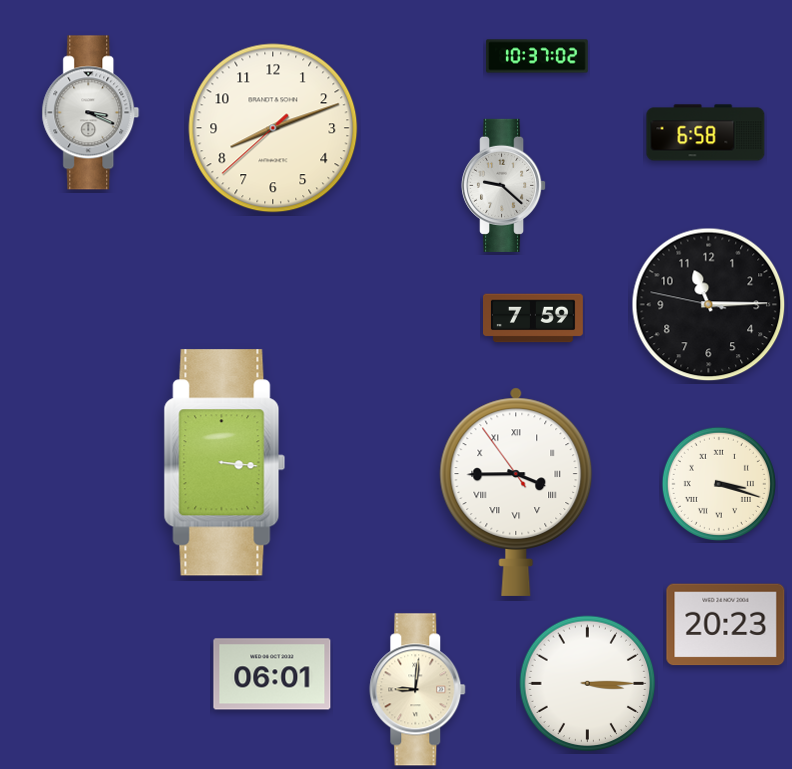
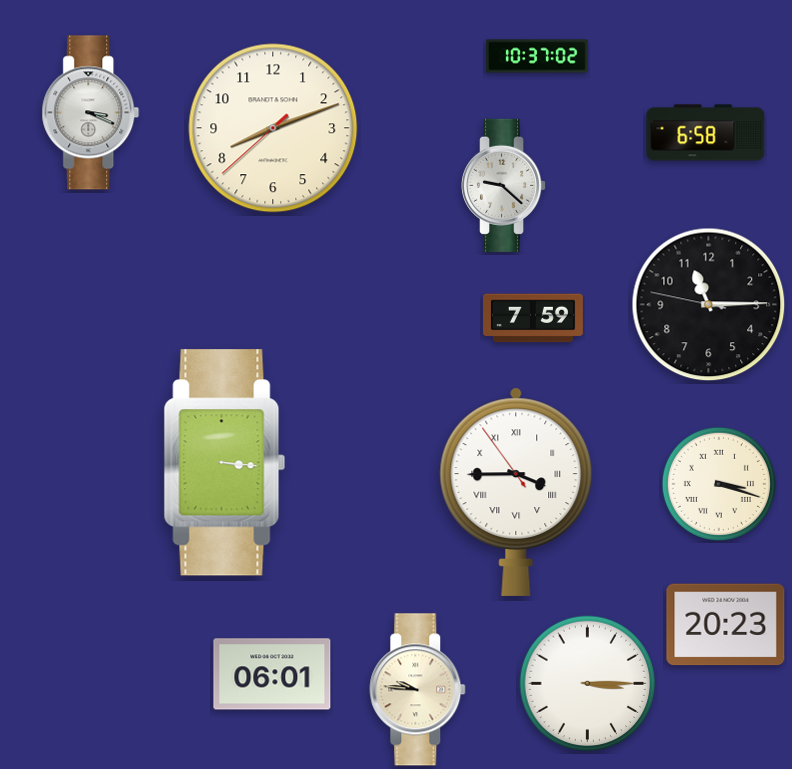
clock at (418, 690): 9:01 -> 9:46
